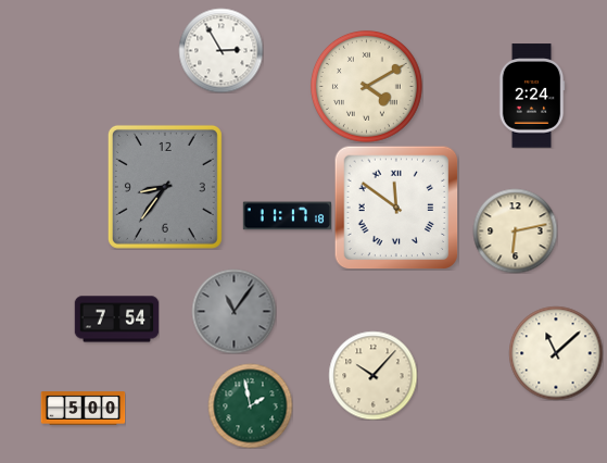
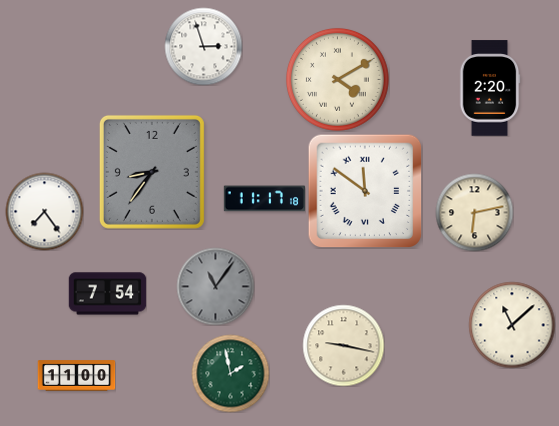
clock at (220, 50): 2:55 -> 2:57
clock at (532, 96): 2:24 -> 2:20
clock at (44, 211): none -> 7:24
clock at (372, 375): 10:07 -> 9:17
clock at (83, 409): 5:00 -> 11:00
